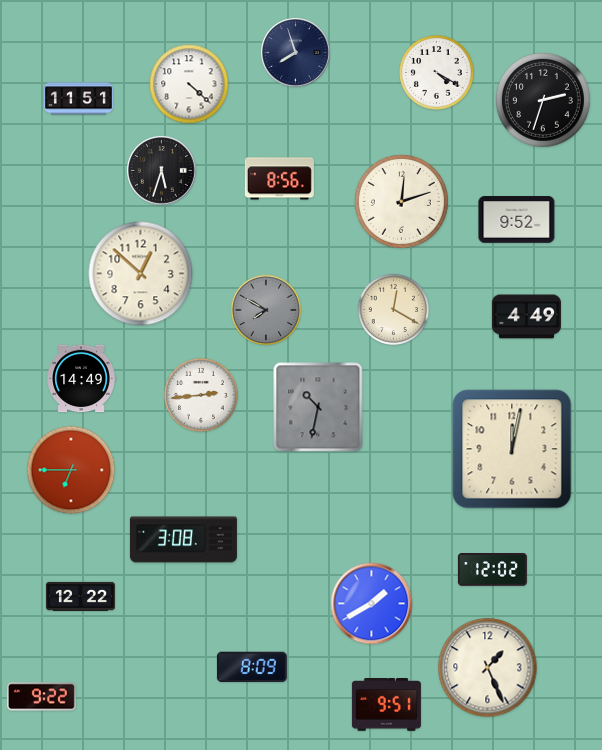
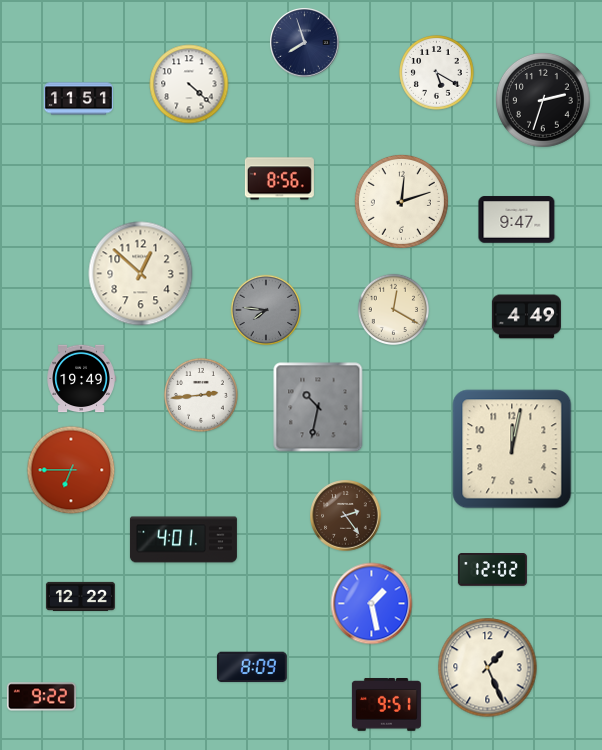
clock at (296, 53) position: (296, 53) -> (305, 43)
clock at (437, 73): 4:20 -> 5:20
clock at (162, 171): 5:33 -> none
clock at (517, 220): 9:52 -> 9:47
clock at (266, 310): 7:50 -> 7:46
clock at (81, 379): 14:49 -> 19:49
clock at (346, 516): none -> 2:24
clock at (183, 540): 3:08 -> 4:01
clock at (372, 604): 1:40 -> 1:28
